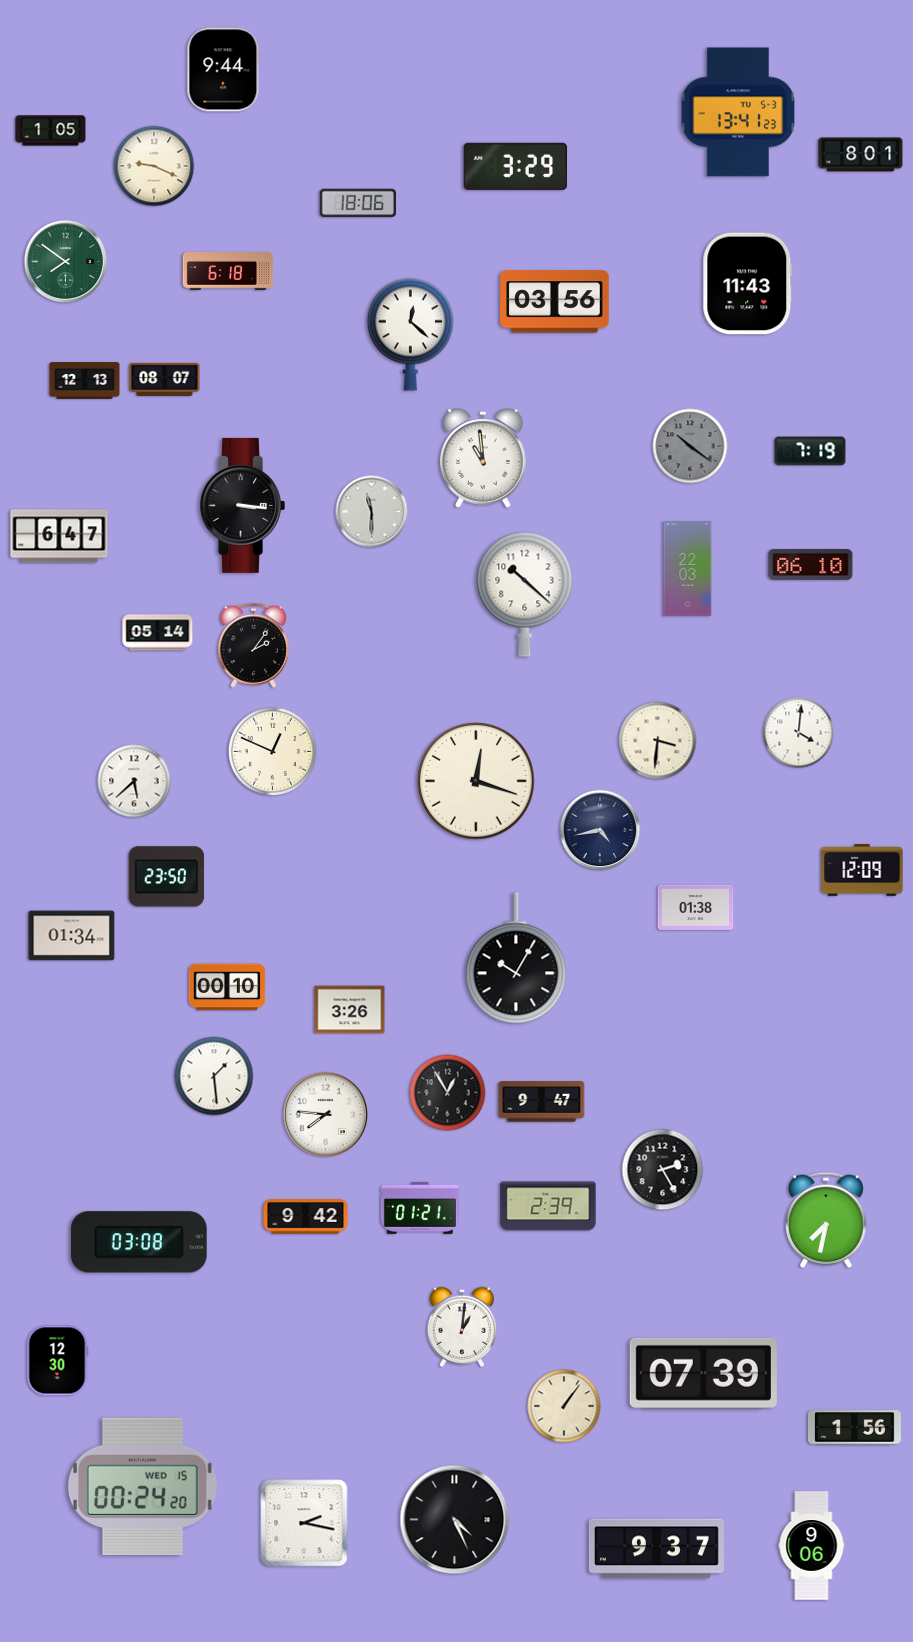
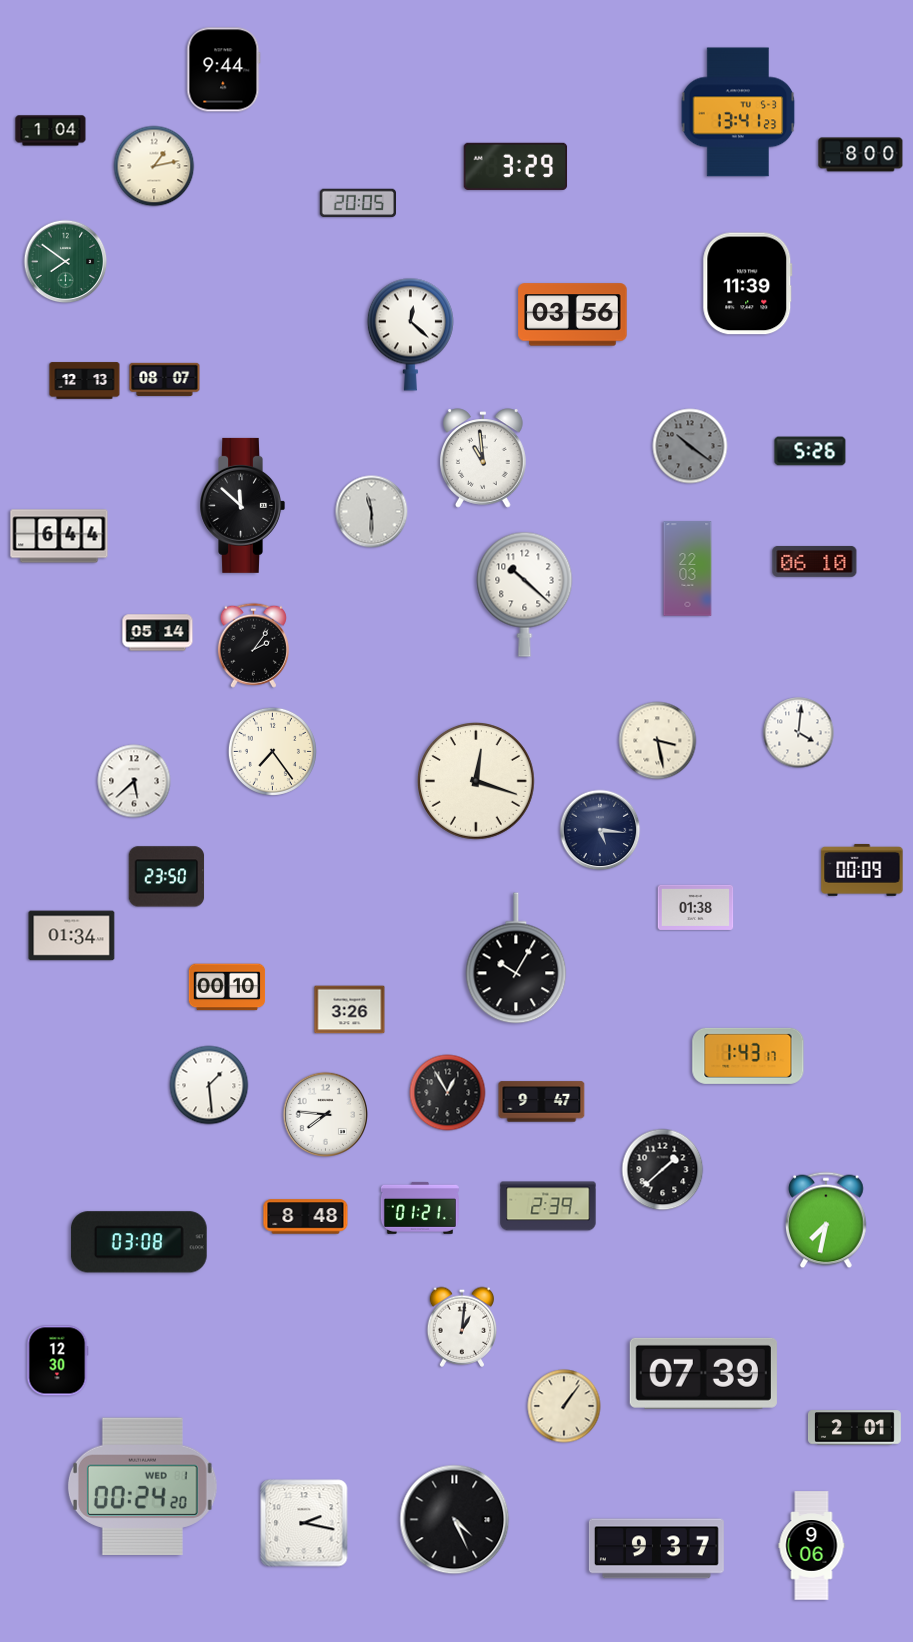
clock at (51, 131): 1:05 -> 1:04
clock at (861, 155): 8:01 -> 8:00
clock at (154, 166): 9:19 -> 1:13
clock at (357, 203): 18:06 -> 20:05
clock at (228, 272): 6:18 -> none
clock at (748, 284): 11:43 -> 11:39
clock at (555, 302) position: (555, 302) -> (573, 315)
clock at (810, 451): 7:19 -> 5:26
clock at (242, 505): 3:16 -> 11:52
clock at (59, 536): 6:47 -> 6:44
clock at (811, 564) position: (811, 564) -> (815, 561)
clock at (658, 741): 3:31 -> 3:28
clock at (272, 751): 12:49 -> 7:24
clock at (600, 830): 4:43 -> 5:16
clock at (862, 870): 12:09 -> 00:09
clock at (748, 1056): none -> 1:43
clock at (214, 1076) position: (214, 1076) -> (209, 1085)
clock at (663, 1170): 2:25 -> 1:38
clock at (306, 1217): 9:42 -> 8:48
clock at (855, 1428): 1:56 -> 2:01
clock at (142, 1486) date: WED 15 -> WED 1
